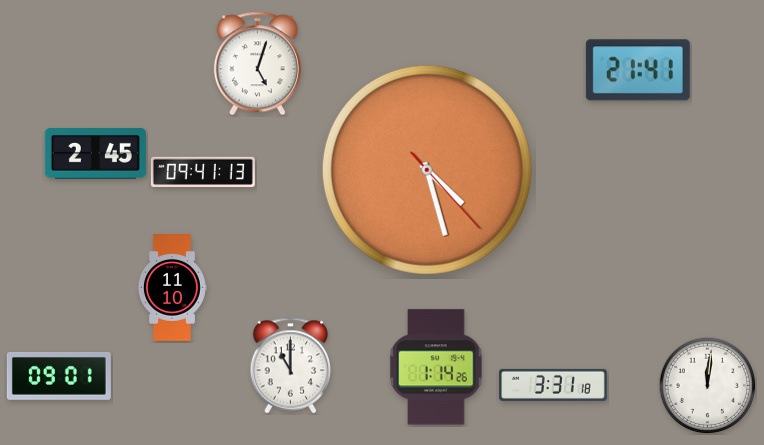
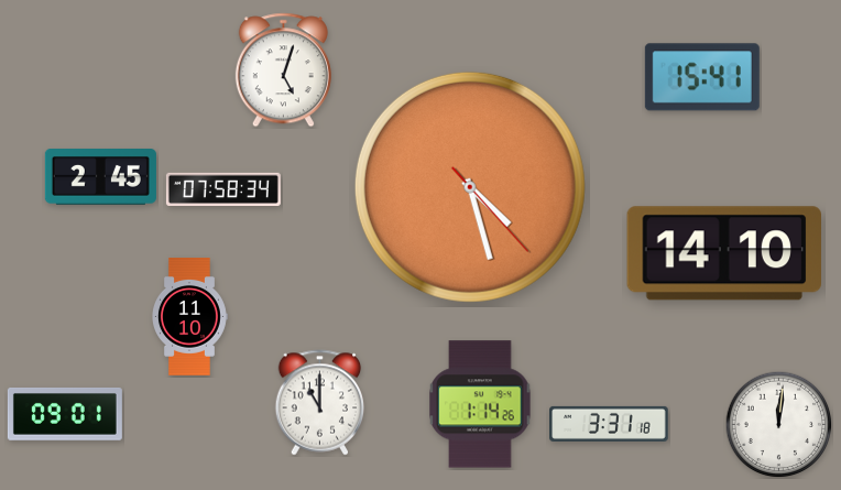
clock at (638, 70): 21:41 -> 15:41
clock at (95, 154) position: (95, 154) -> (100, 177)
clock at (203, 171): 09:41 -> 07:58
clock at (723, 253): none -> 14:10
